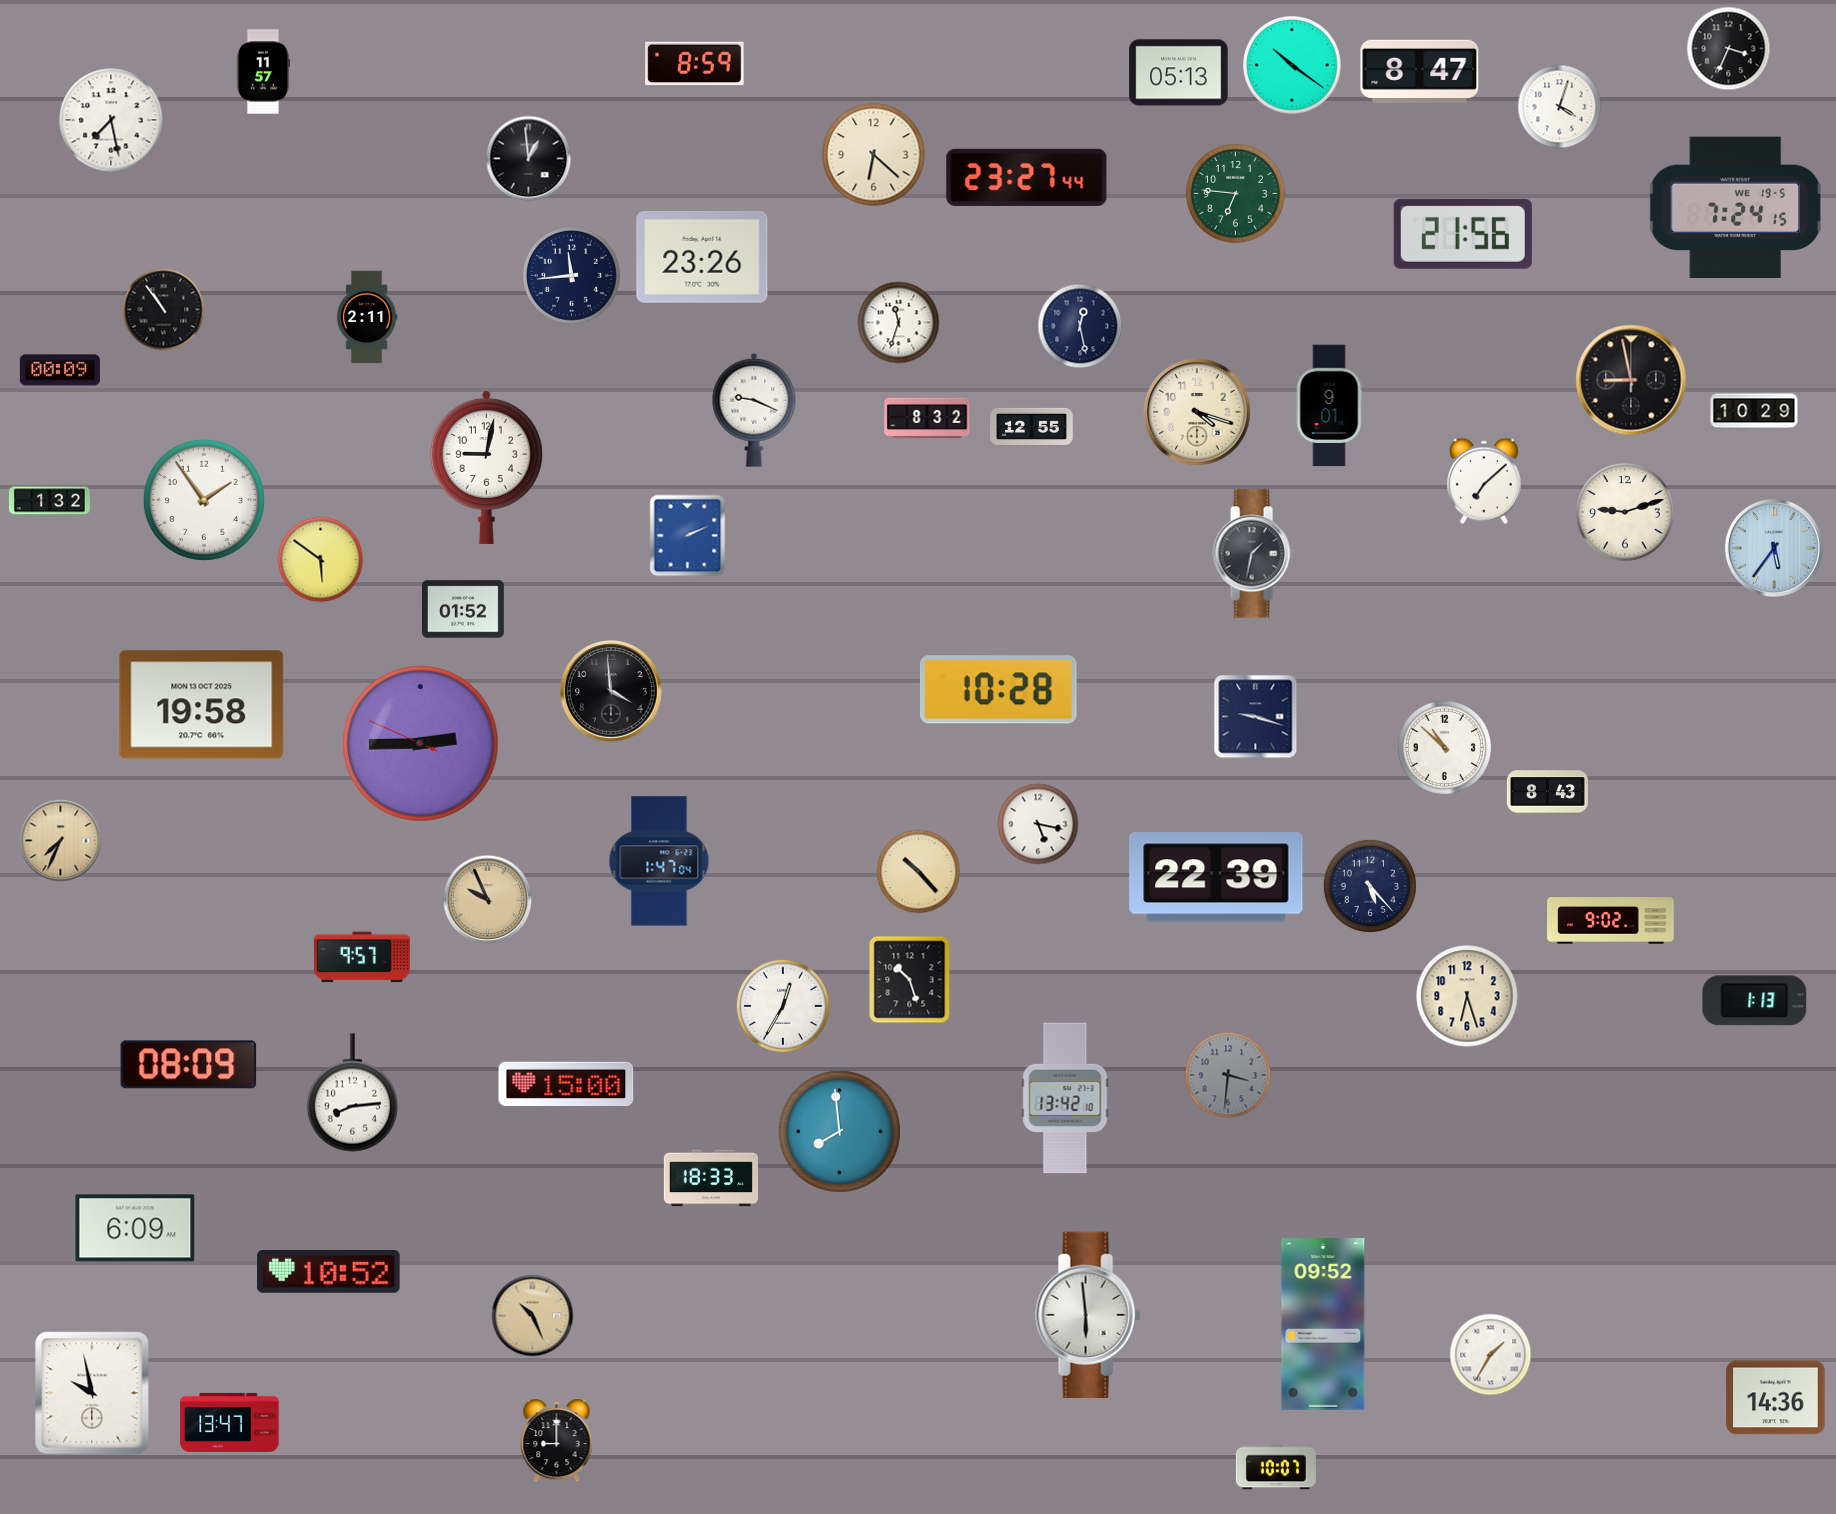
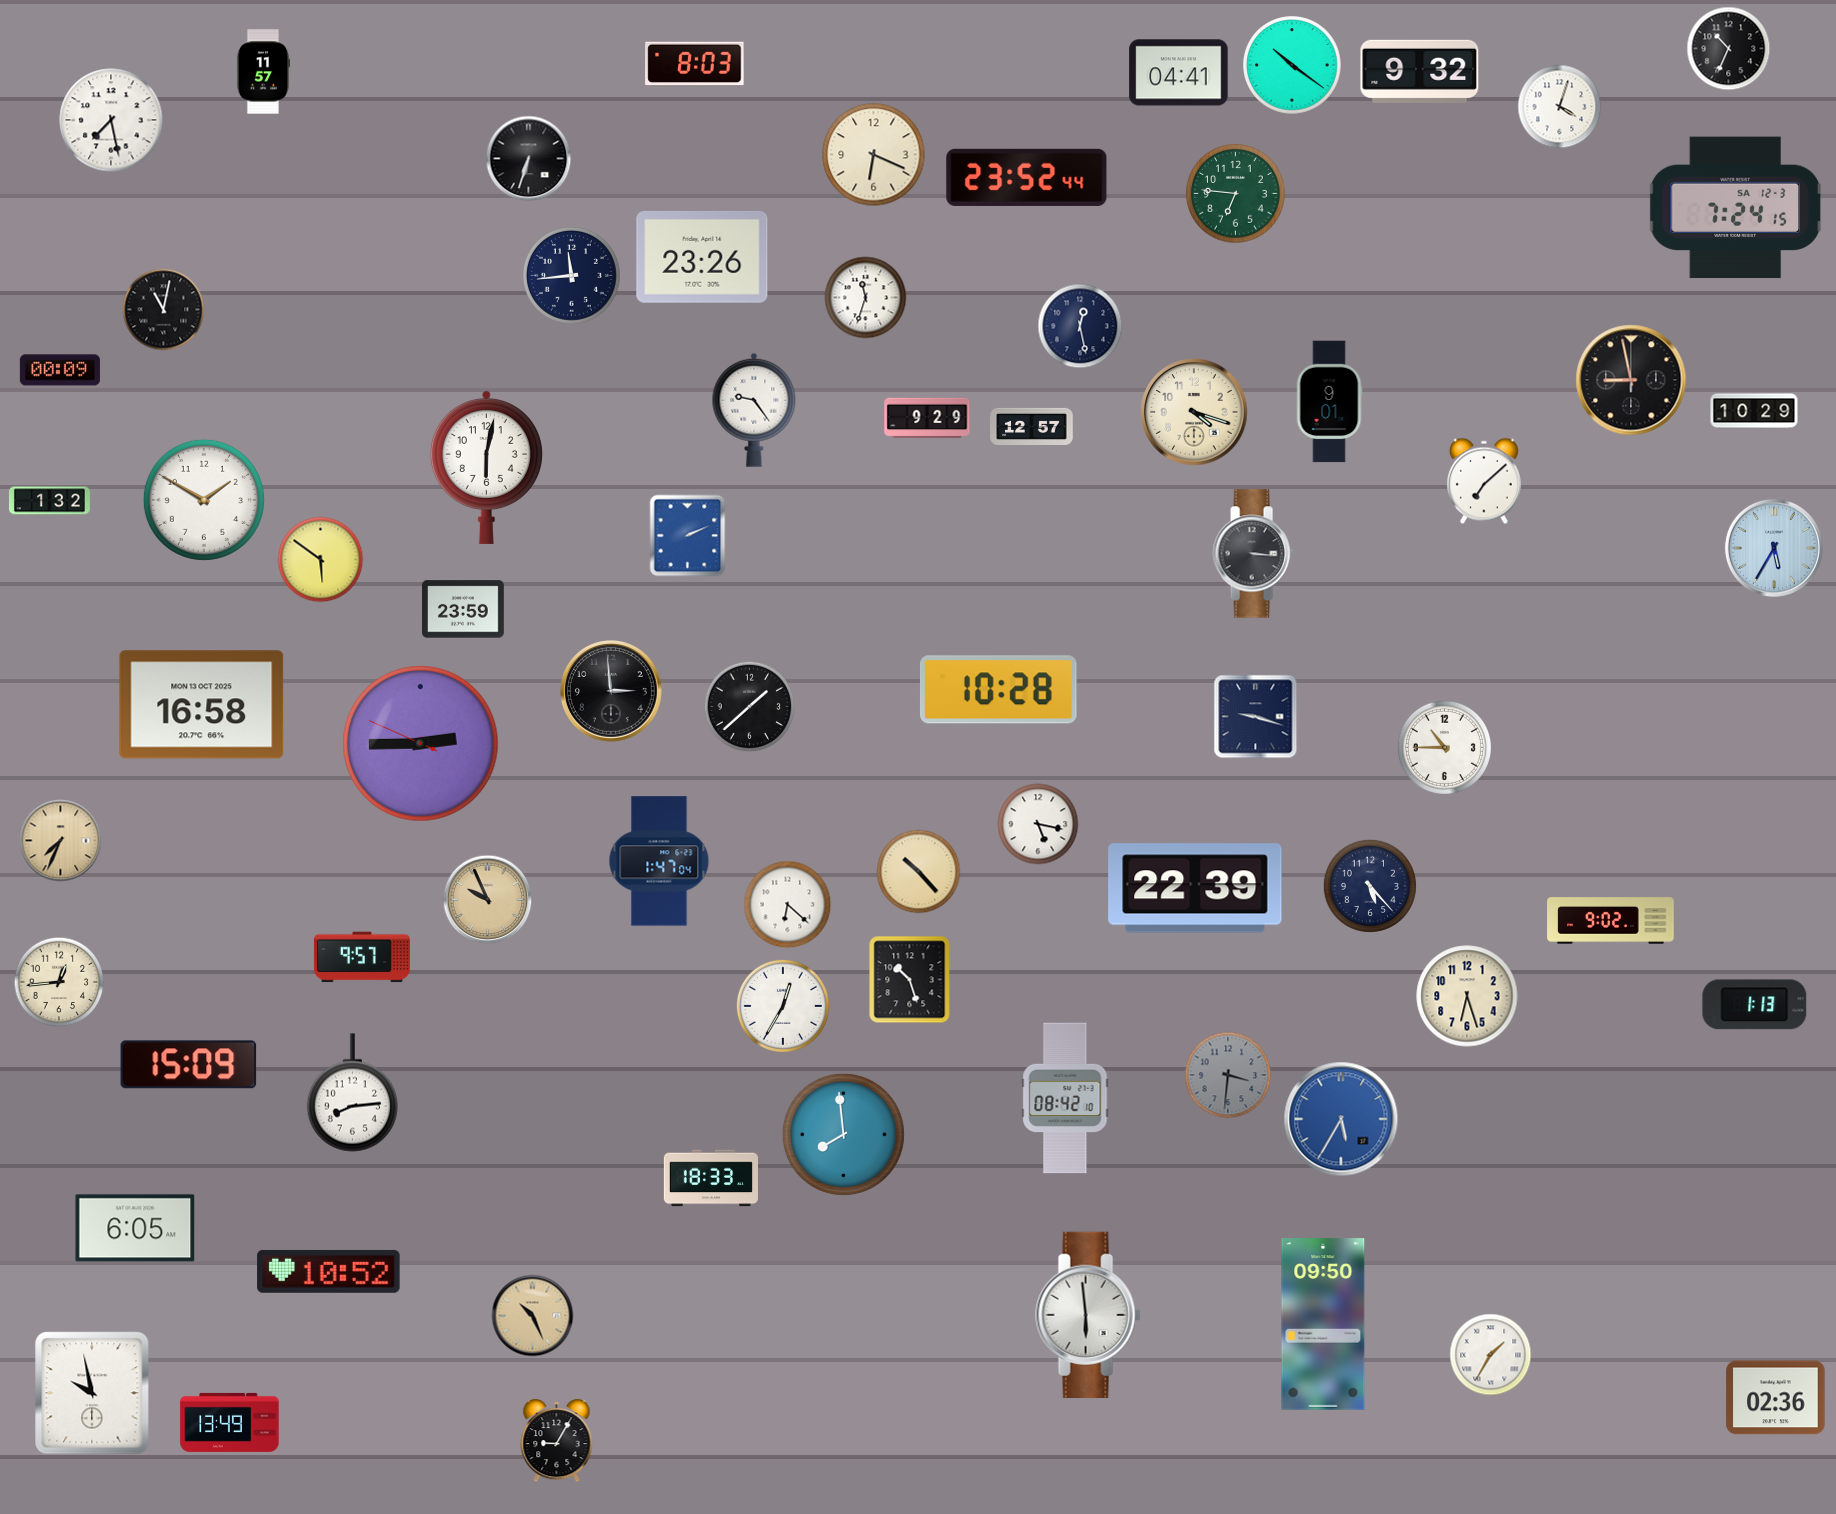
clock at (1729, 49): 3:34 -> 10:34
clock at (695, 64): 8:59 -> 8:03
clock at (1420, 71): 8:47 -> 9:32
clock at (1179, 73): 05:13 -> 04:41
clock at (874, 155): 6:22 -> 6:19
clock at (529, 159): 12:59 -> 6:33
clock at (1027, 177): 23:27 -> 23:52
clock at (1735, 208) date: WE 19-5 -> SA 12-3
clock at (1463, 234): 21:56 -> none
clock at (164, 310): 10:54 -> 11:02
clock at (367, 317): 2:11 -> none
clock at (899, 323) position: (899, 323) -> (866, 298)
clock at (1329, 406) position: (1329, 406) -> (1329, 402)
clock at (754, 410): 9:19 -> 9:24
clock at (1197, 412) position: (1197, 412) -> (1194, 412)
clock at (927, 418): 8:32 -> 9:29
clock at (1032, 426): 12:55 -> 12:57
clock at (486, 467): 9:02 -> 6:02
clock at (204, 500): 1:54 -> 1:50
clock at (1626, 513): 9:12 -> none
clock at (1774, 548): 5:36 -> 5:35
clock at (1253, 554): 1:32 -> 3:16
clock at (464, 609): 01:52 -> 23:59
clock at (612, 692): 3:59 -> 2:59
clock at (202, 705): 19:58 -> 16:58
clock at (750, 707): none -> 1:38
clock at (1444, 747): 10:52 -> 10:45
clock at (1547, 793): 8:43 -> none
clock at (1216, 877) position: (1216, 877) -> (1195, 888)
clock at (788, 905): none -> 6:22
clock at (59, 982): none -> 12:44
clock at (1755, 1001) position: (1755, 1001) -> (1755, 1005)
clock at (189, 1065): 08:09 -> 15:09
clock at (566, 1083): 15:00 -> none
clock at (1065, 1098): 13:42 -> 08:42
clock at (1341, 1119): none -> 5:35
clock at (839, 1131) position: (839, 1131) -> (843, 1134)
clock at (135, 1228): 6:09 -> 6:05
clock at (1323, 1324): 09:52 -> 09:50
clock at (1776, 1398): 14:36 -> 02:36
clock at (230, 1422): 13:47 -> 13:49
clock at (557, 1442): 9:00 -> 9:05
clock at (1276, 1467): 10:07 -> none
